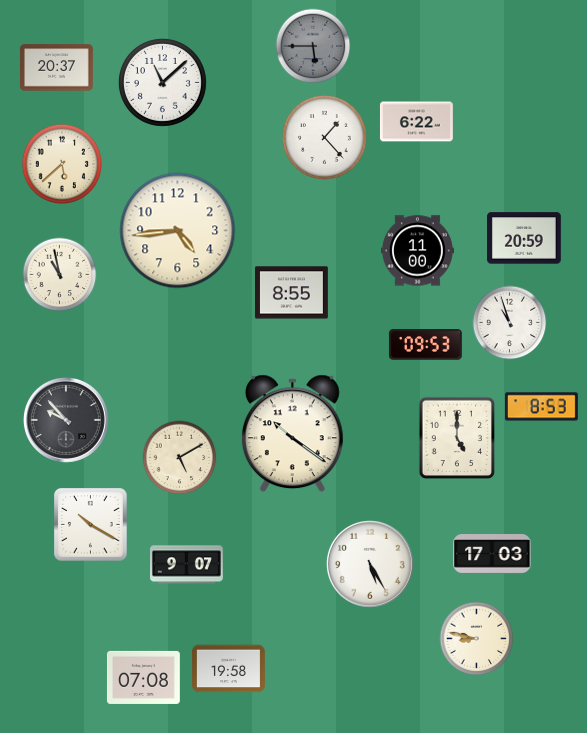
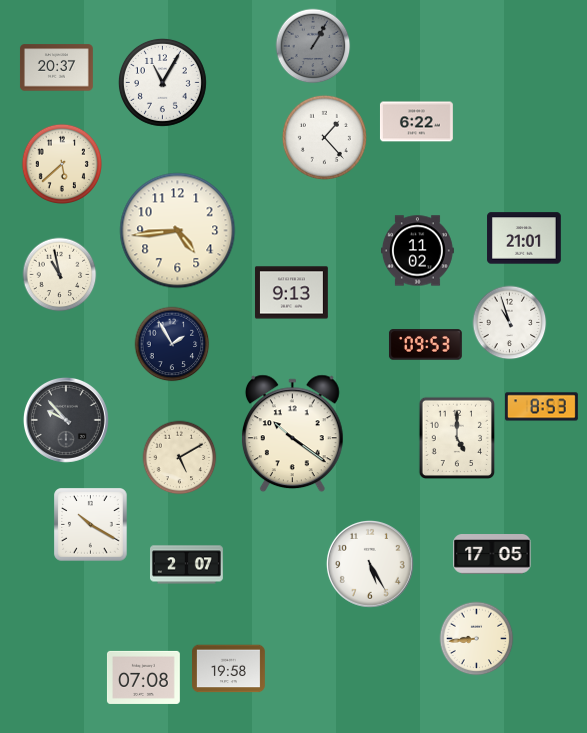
clock at (313, 46): 5:45 -> 1:05
clock at (162, 82): 11:08 -> 11:05
clock at (524, 238): 20:59 -> 21:01
clock at (418, 251): 11:00 -> 11:02
clock at (291, 293): 8:55 -> 9:13
clock at (172, 344): none -> 1:55
clock at (492, 555): 17:03 -> 17:05
clock at (187, 565): 9:07 -> 2:07
clock at (477, 639): 8:47 -> 8:44
